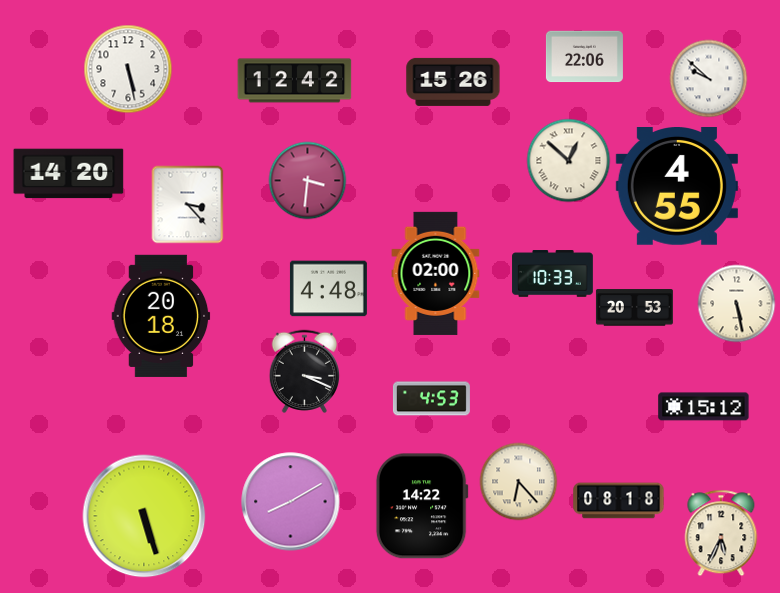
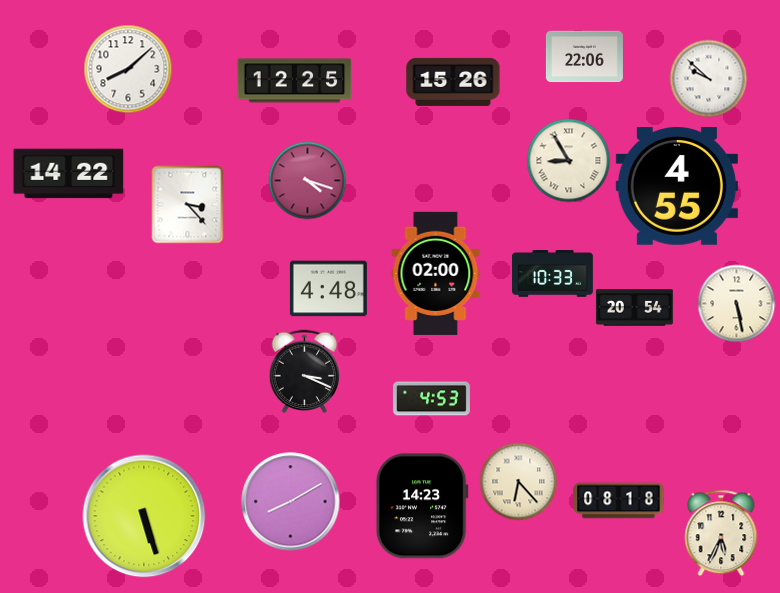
clock at (128, 69): 5:28 -> 8:08
clock at (295, 81): 12:42 -> 12:25
clock at (568, 160): 12:52 -> 8:55
clock at (69, 174): 14:20 -> 14:22
clock at (307, 180): 3:31 -> 4:18
clock at (634, 308): 20:53 -> 20:54
clock at (161, 316): 20:18 -> none
clock at (704, 407): 15:12 -> none
clock at (422, 506): 14:22 -> 14:23
